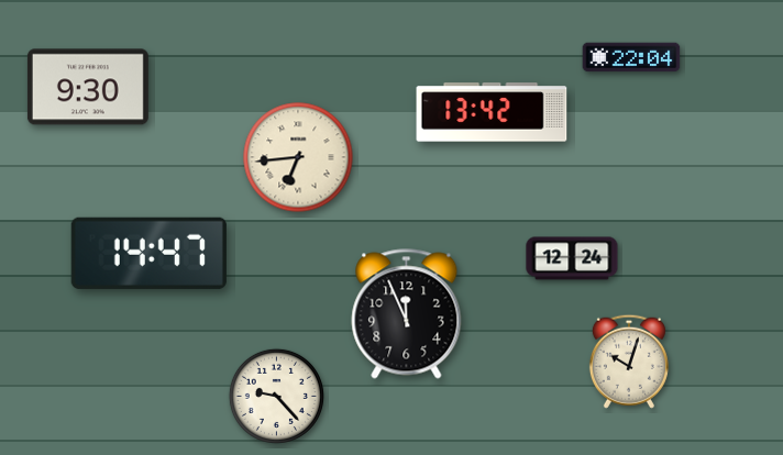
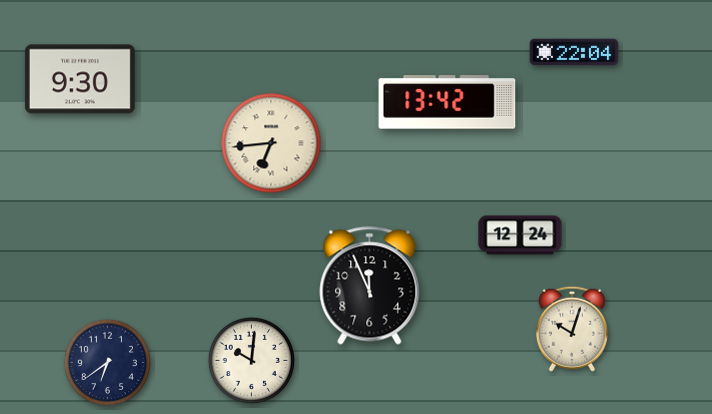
clock at (148, 253): 14:47 -> none
clock at (276, 396): 9:23 -> 10:01
clock at (107, 362): none -> 6:39
